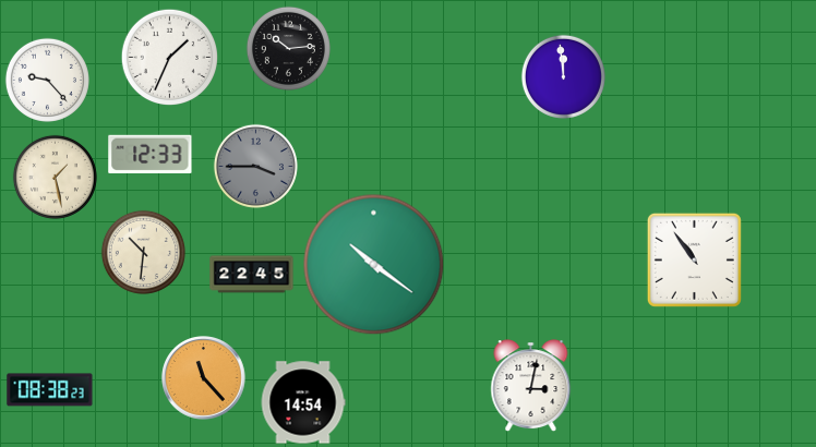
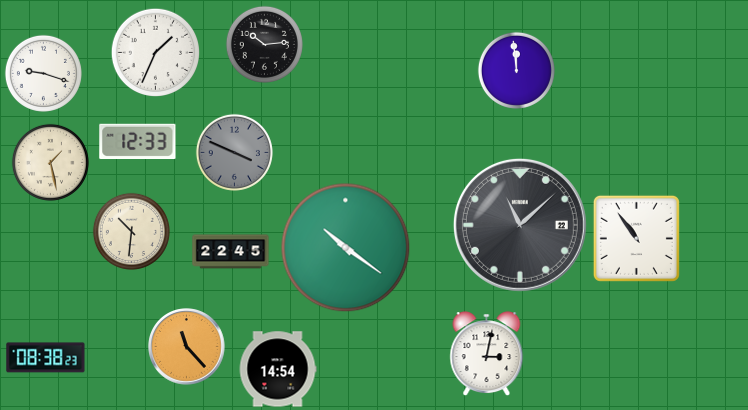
clock at (47, 80): 9:23 -> 9:18
clock at (255, 166): 3:45 -> 3:49
clock at (520, 225): none -> 11:08
clock at (374, 265) position: (374, 265) -> (346, 248)
